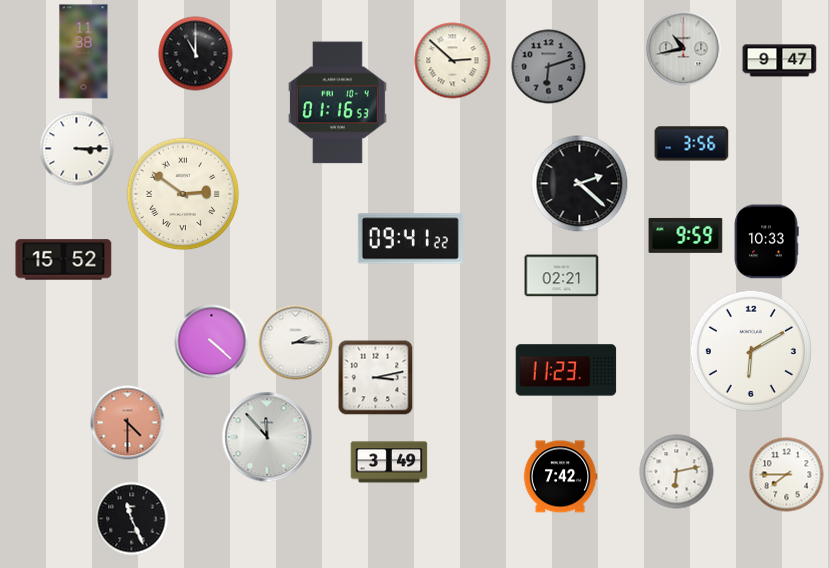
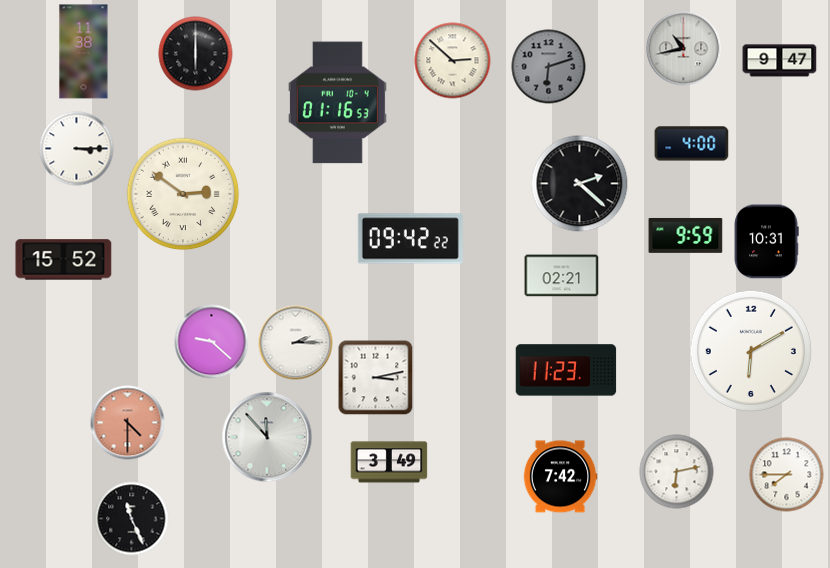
clock at (196, 54): 11:00 -> 6:00
clock at (692, 144): 3:56 -> 4:00
clock at (410, 239): 09:41 -> 09:42
clock at (766, 242): 10:33 -> 10:31
clock at (212, 342): 4:22 -> 9:22
